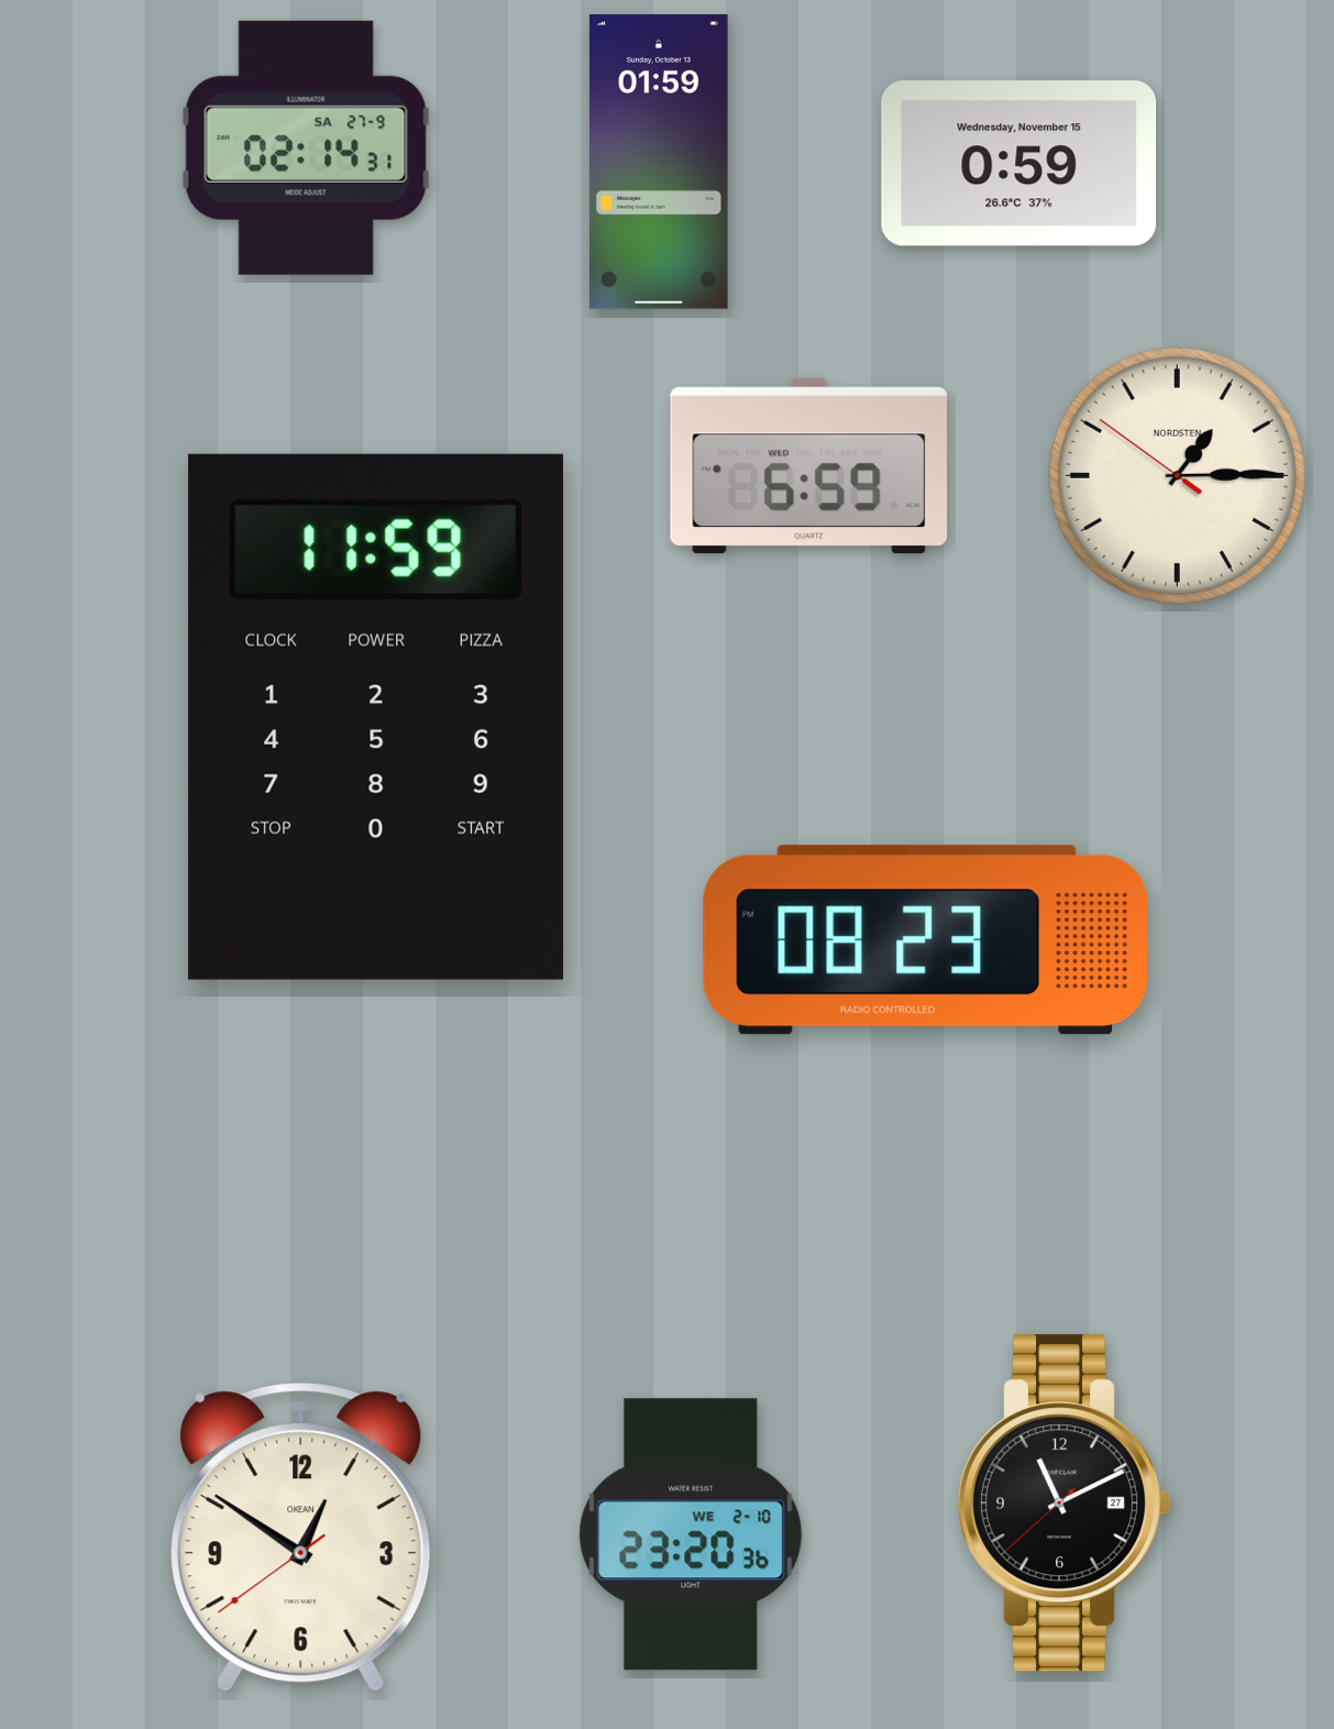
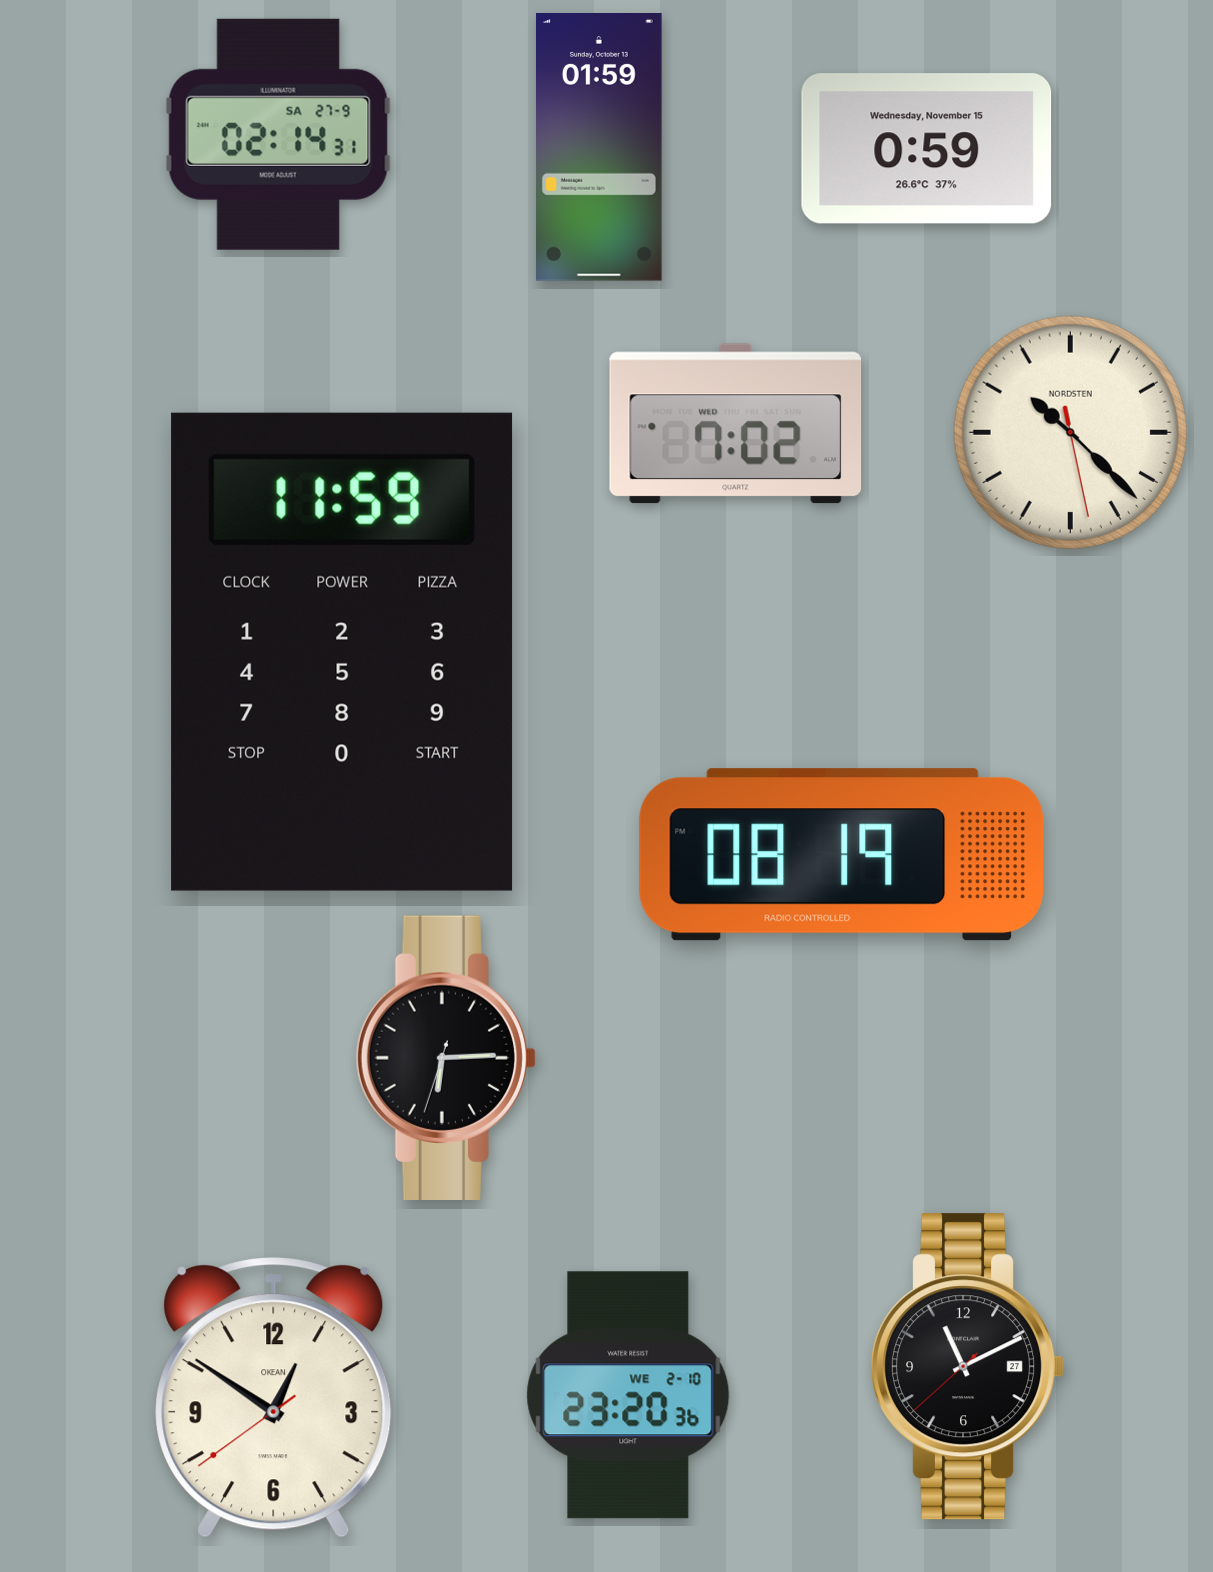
clock at (809, 466): 6:59 -> 7:02
clock at (1177, 475): 1:14 -> 10:22
clock at (926, 940): 08:23 -> 08:19
clock at (445, 1058): none -> 6:14
